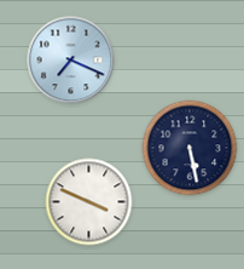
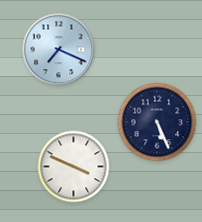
clock at (190, 148): 5:28 -> 5:26
